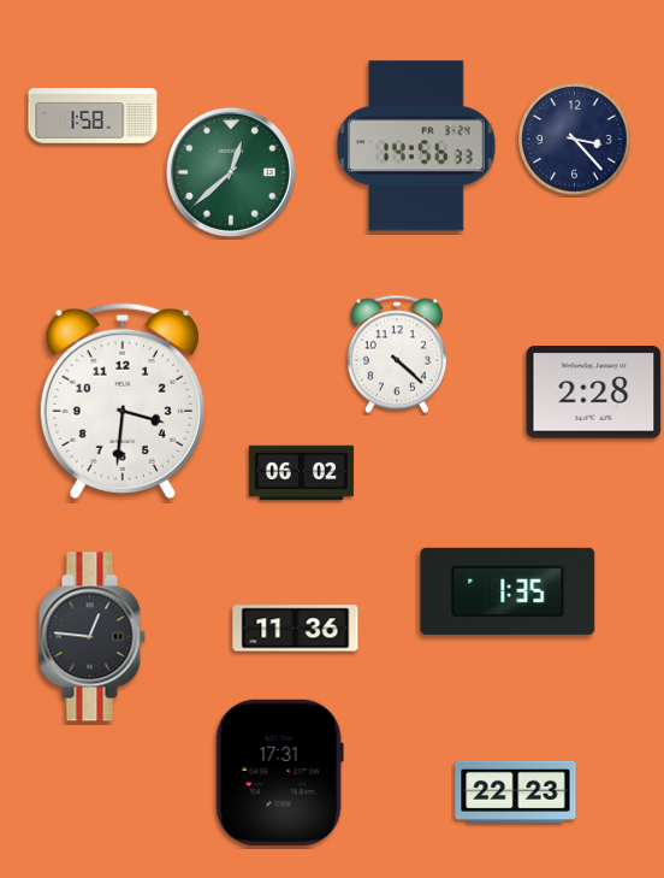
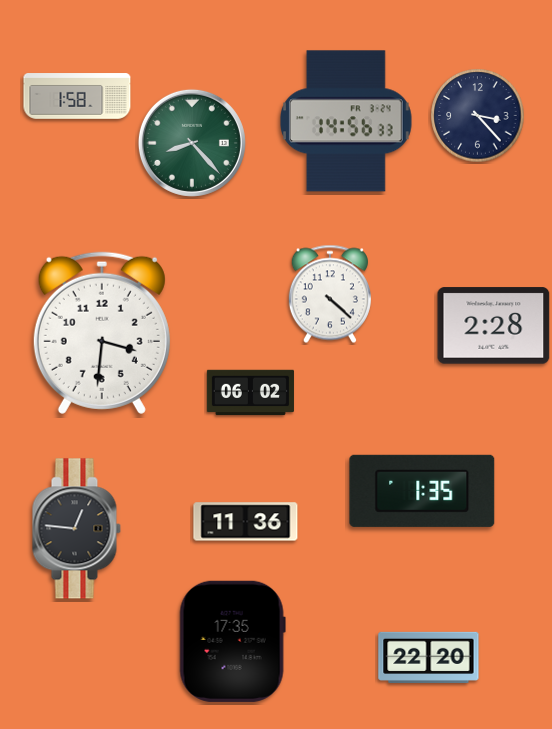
clock at (231, 172): 12:38 -> 8:23
clock at (279, 772): 17:31 -> 17:35
clock at (516, 791): 22:23 -> 22:20
